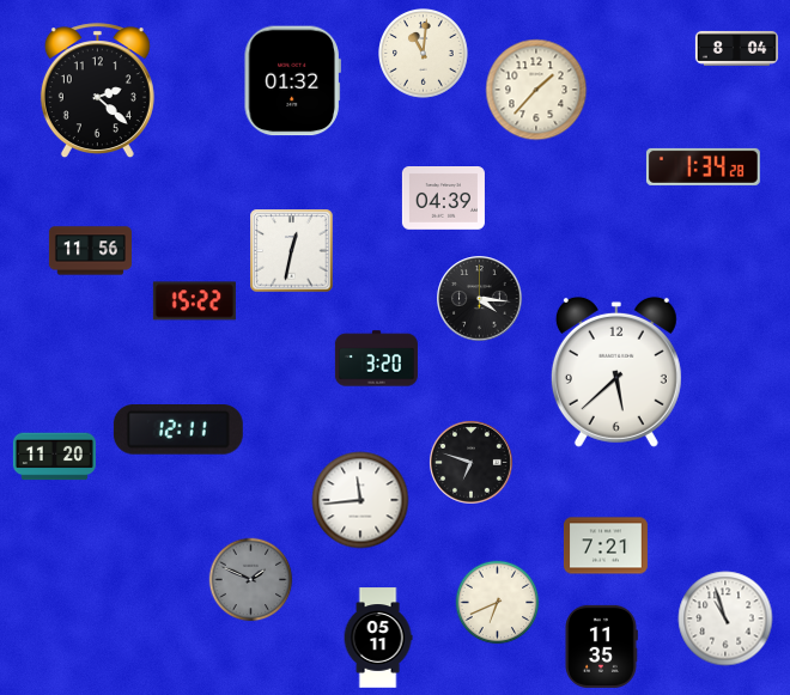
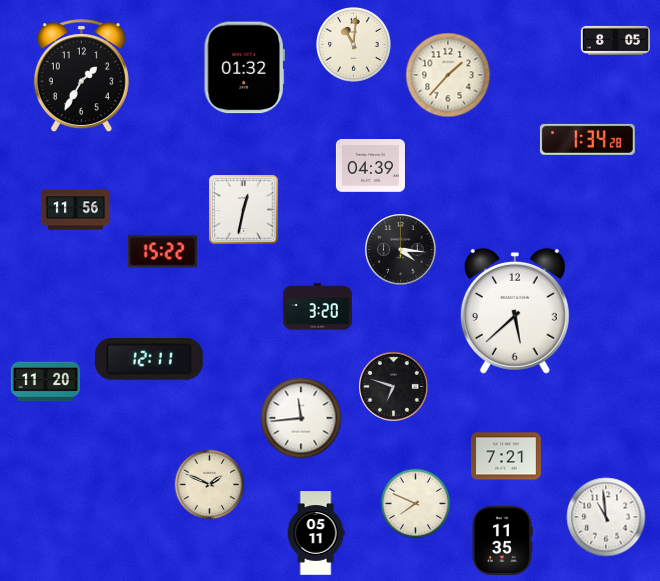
clock at (736, 48): 8:04 -> 8:05
clock at (97, 91): 2:22 -> 1:35
clock at (376, 359) position: (376, 359) -> (317, 307)
clock at (251, 580) dial: grey -> cream
clock at (498, 603): 6:41 -> 7:49
clock at (725, 618): 10:57 -> 10:59
